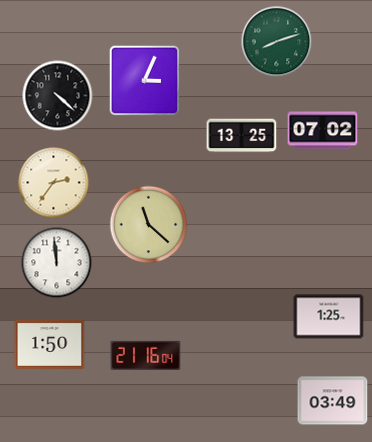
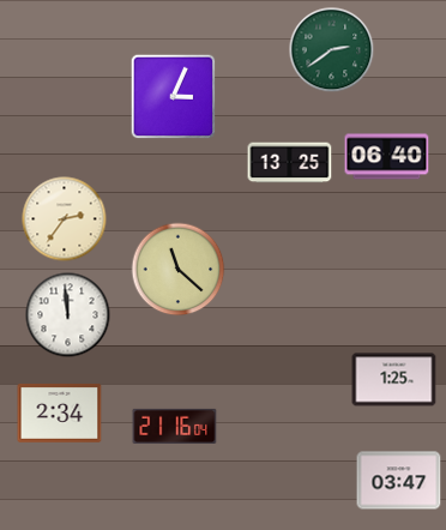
clock at (277, 42): 8:12 -> 2:39
clock at (58, 96): 4:22 -> none
clock at (323, 131): 07:02 -> 06:40
clock at (50, 344): 1:50 -> 2:34
clock at (333, 401): 03:49 -> 03:47
